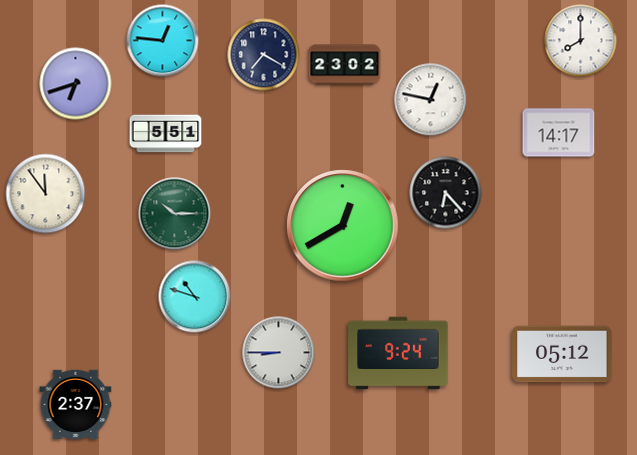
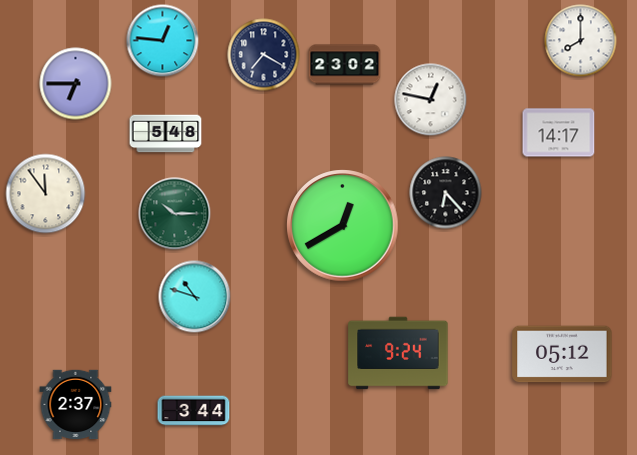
clock at (76, 84): 6:42 -> 6:45
clock at (166, 134): 5:51 -> 5:48
clock at (279, 353): 8:45 -> none
clock at (194, 411): none -> 3:44
